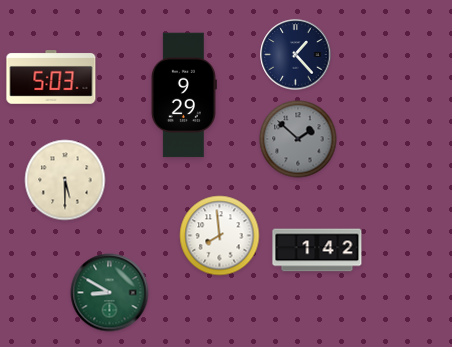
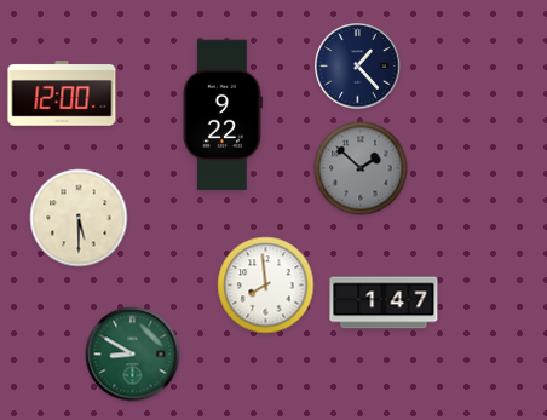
clock at (51, 77): 5:03 -> 12:00
clock at (183, 95): 9:29 -> 9:22
clock at (317, 250): 1:42 -> 1:47
